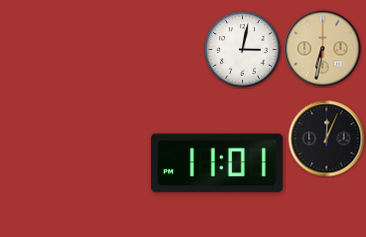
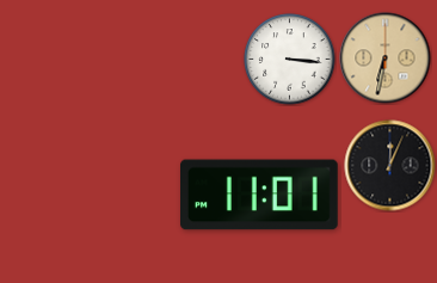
clock at (243, 50): 3:02 -> 3:16
